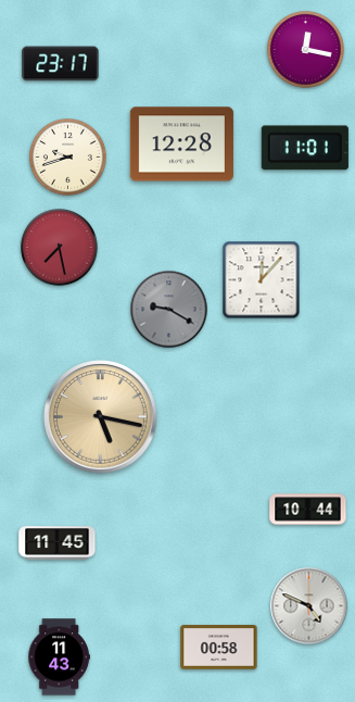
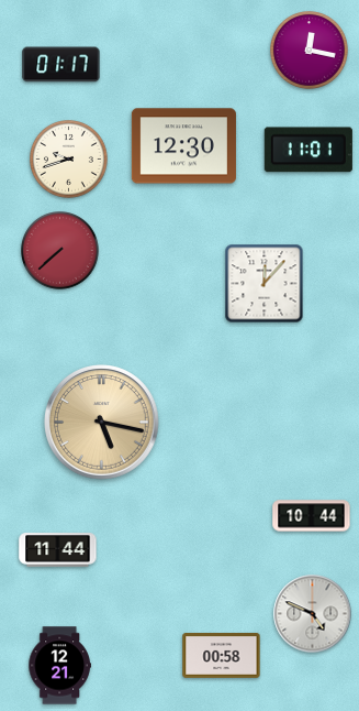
clock at (61, 64): 23:17 -> 01:17
clock at (181, 145): 12:28 -> 12:30
clock at (60, 248): 7:28 -> 7:38
clock at (169, 310): 9:20 -> none
clock at (58, 543): 11:45 -> 11:44
clock at (59, 657): 11:43 -> 12:21
